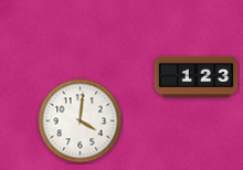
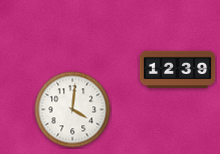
clock at (197, 77): 1:23 -> 12:39
